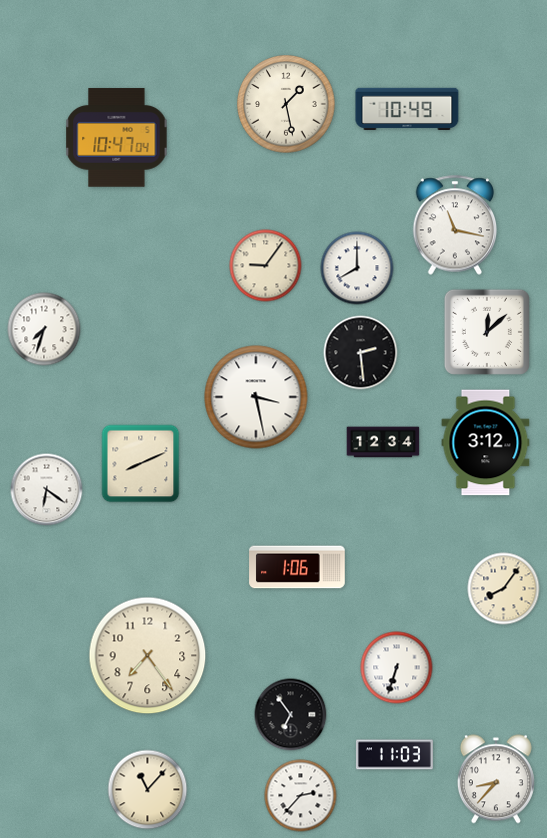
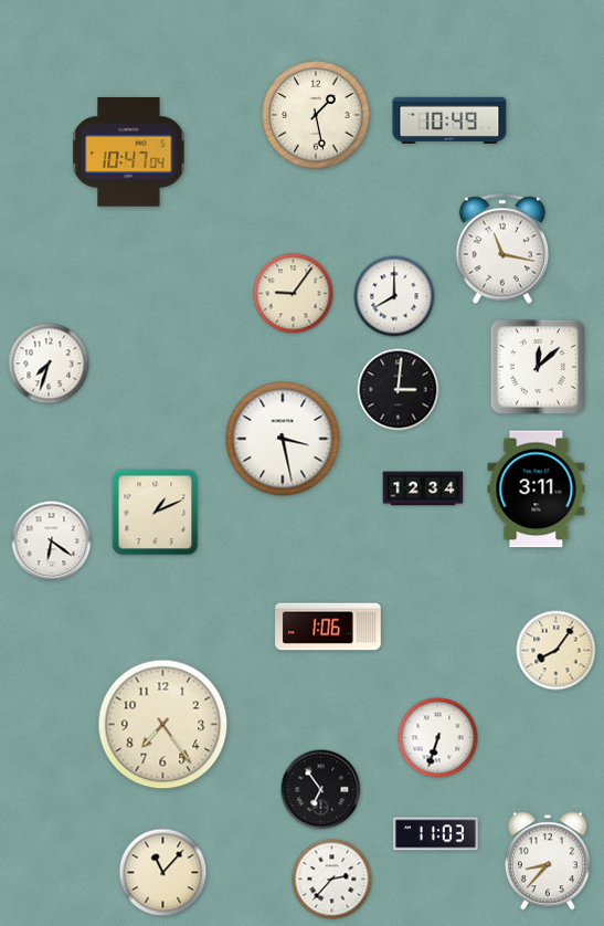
clock at (361, 353): 2:29 -> 3:01
clock at (486, 443): 3:12 -> 3:11
clock at (141, 464): 8:11 -> 1:11
